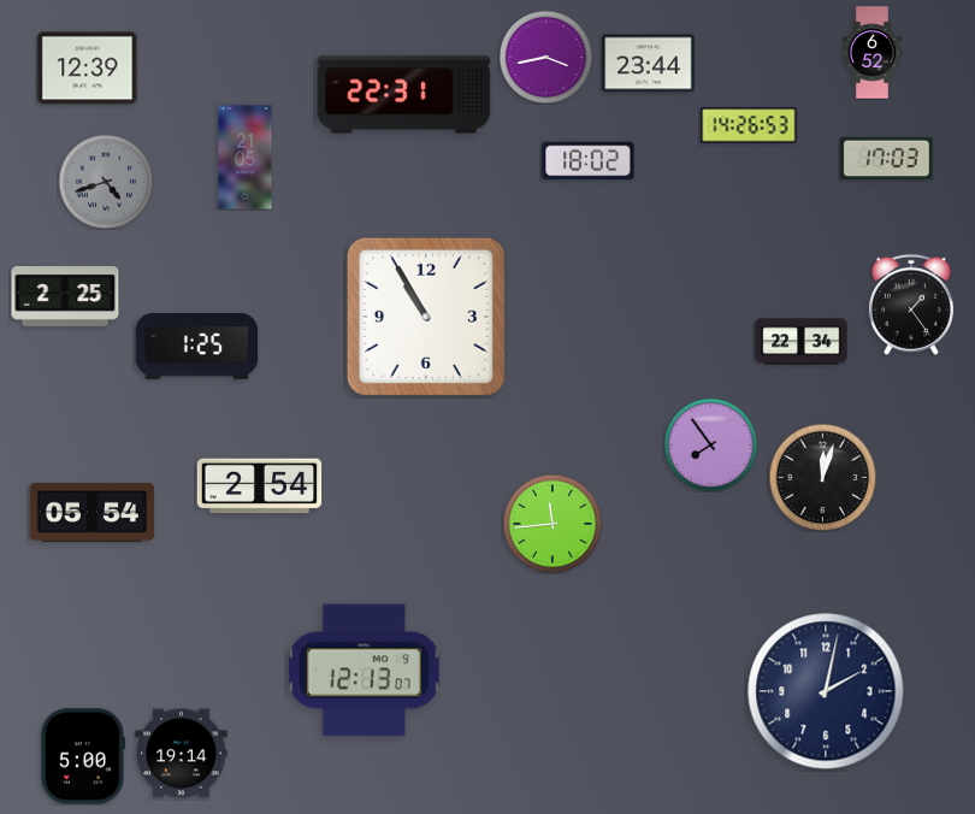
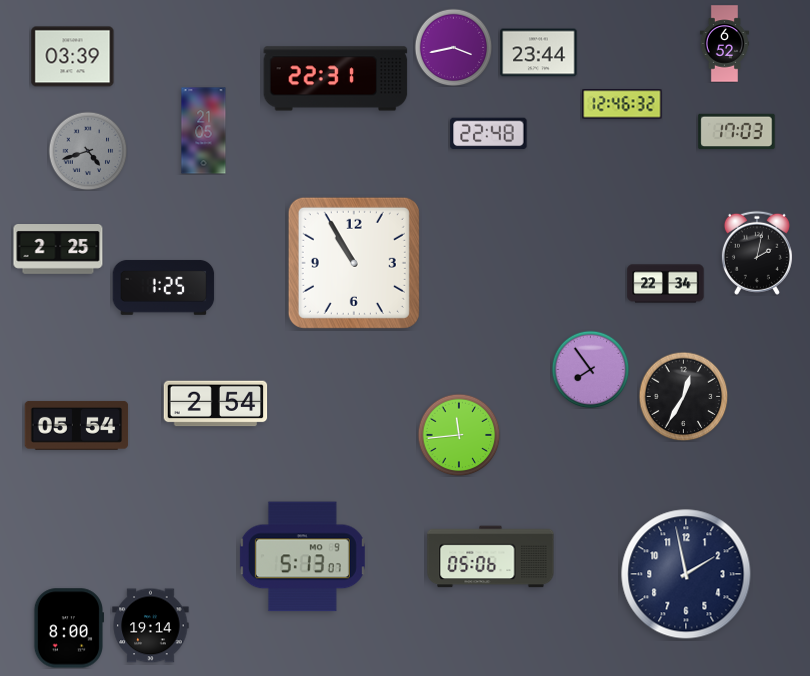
clock at (88, 69): 12:39 -> 03:39
clock at (749, 125): 14:26 -> 12:46
clock at (589, 161): 18:02 -> 22:48
clock at (65, 297) position: (65, 297) -> (58, 250)
clock at (911, 305): 1:24 -> 2:02
clock at (822, 477): 12:03 -> 12:35
clock at (364, 671): 12:13 -> 5:13
clock at (491, 557): none -> 05:06
clock at (826, 691): 2:02 -> 1:58
clock at (82, 756): 5:00 -> 8:00
